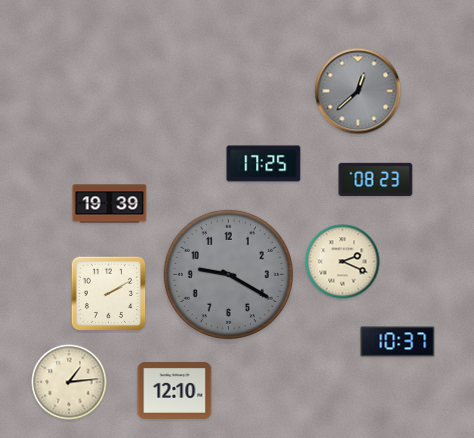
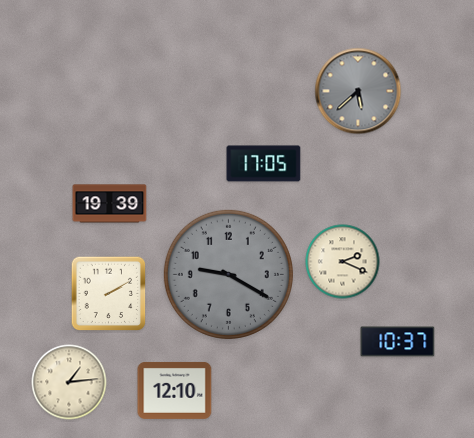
clock at (358, 91): 12:38 -> 5:38
clock at (264, 164): 17:25 -> 17:05
clock at (376, 179): 08:23 -> none
